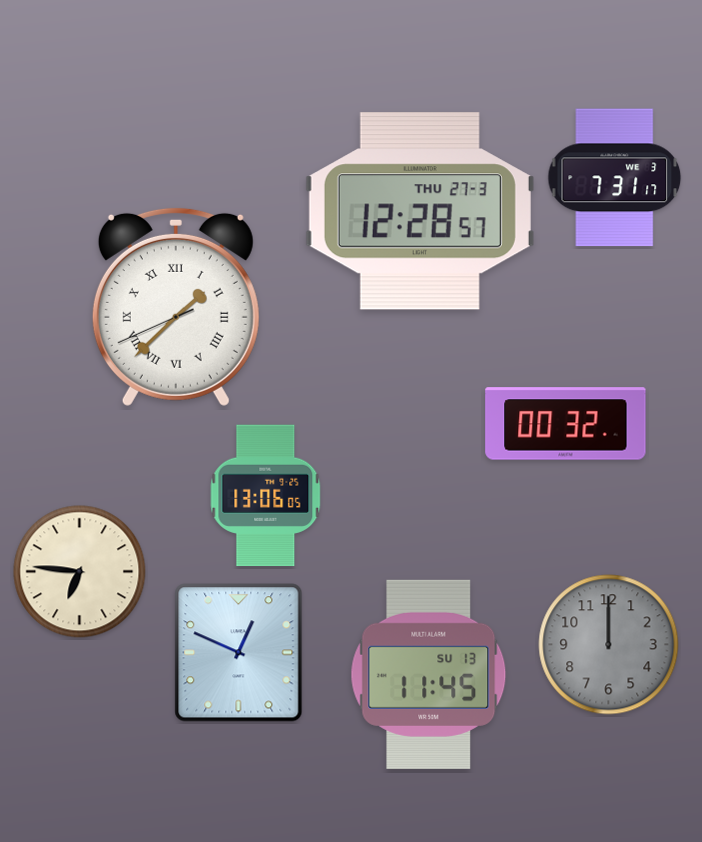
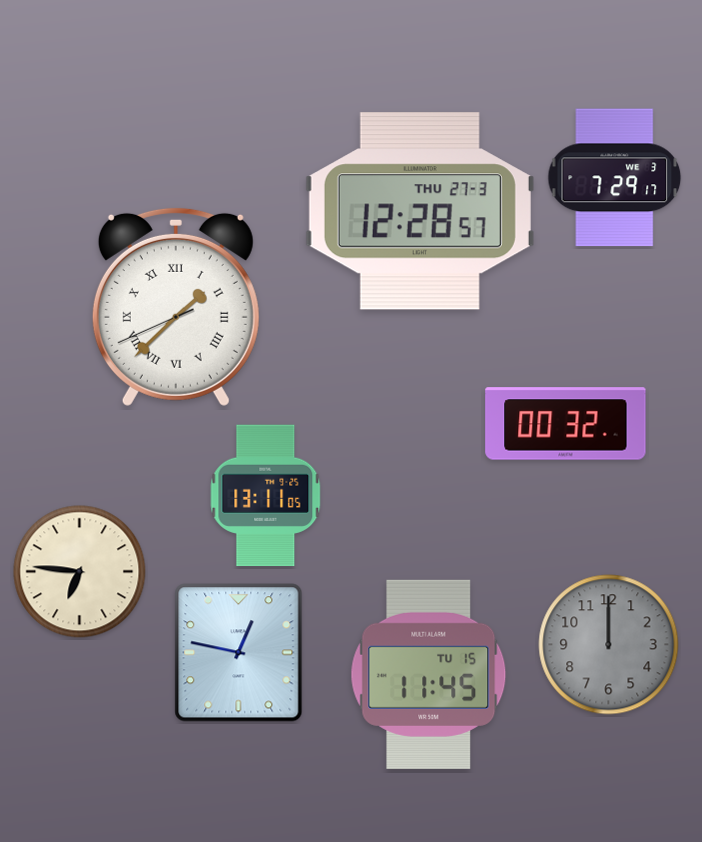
clock at (615, 178): 7:31 -> 7:29
clock at (266, 496): 13:06 -> 13:11
clock at (239, 653): 12:49 -> 12:47
clock at (429, 674) date: SU 13 -> TU 15
